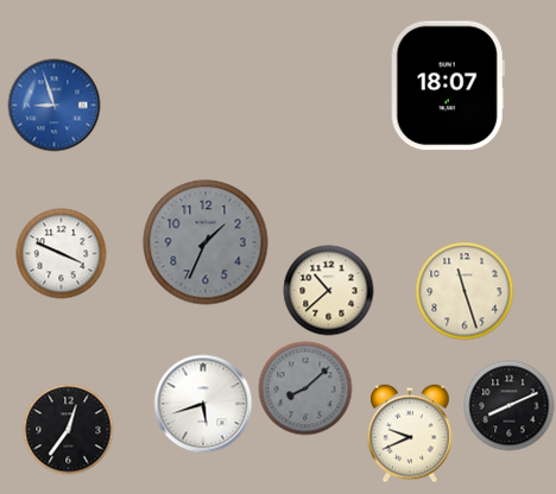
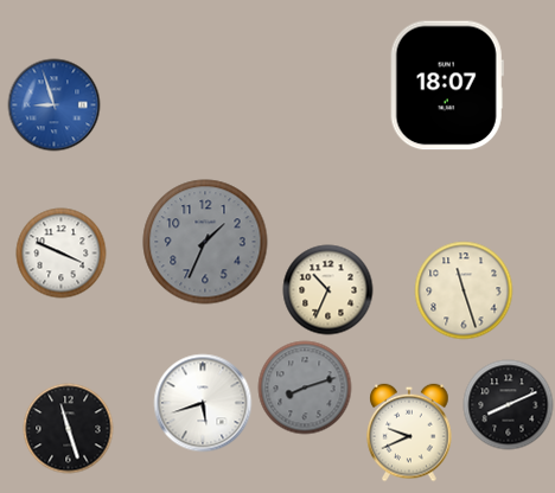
clock at (329, 291): 10:38 -> 10:34
clock at (305, 388): 8:08 -> 8:12
clock at (69, 430): 12:36 -> 11:27
